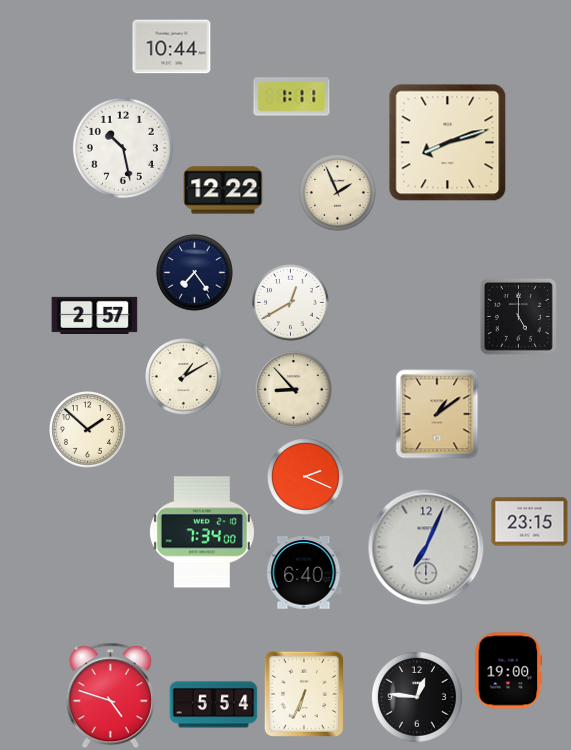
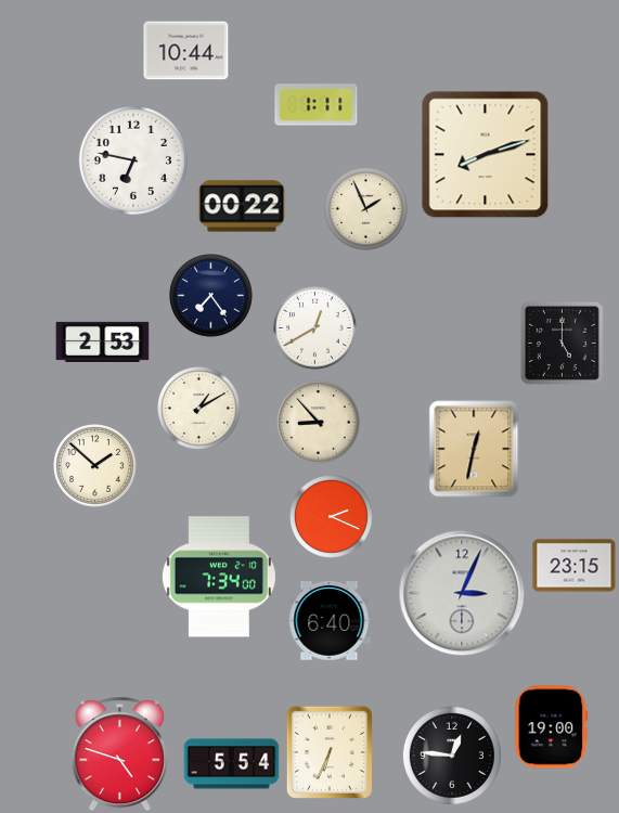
clock at (123, 148): 10:28 -> 6:47
clock at (223, 190): 12:22 -> 00:22
clock at (95, 315): 2:57 -> 2:53
clock at (437, 414): 1:09 -> 12:32
clock at (426, 547): 7:04 -> 3:04
